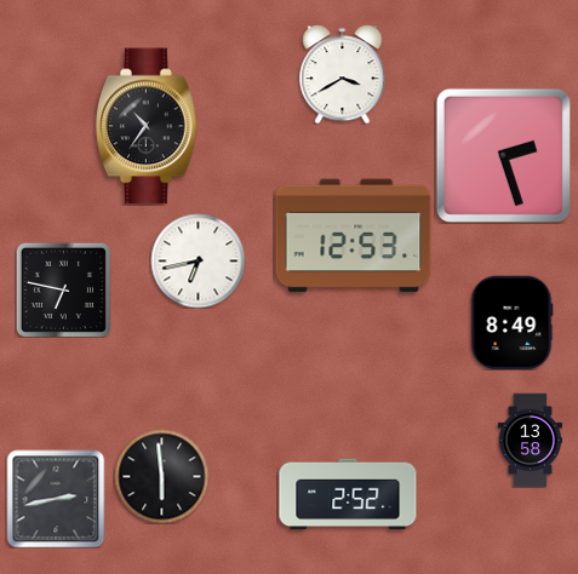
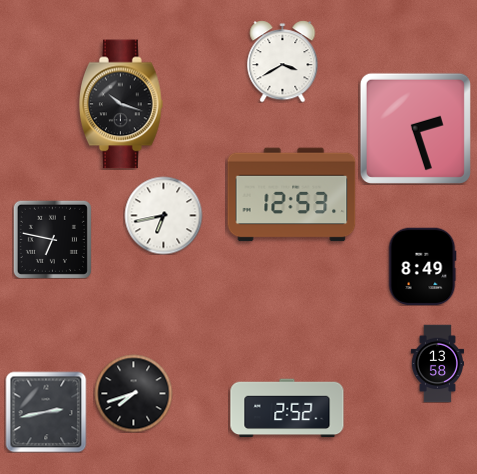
clock at (148, 126): 10:36 -> 10:18
clock at (161, 476): 5:59 -> 7:42
